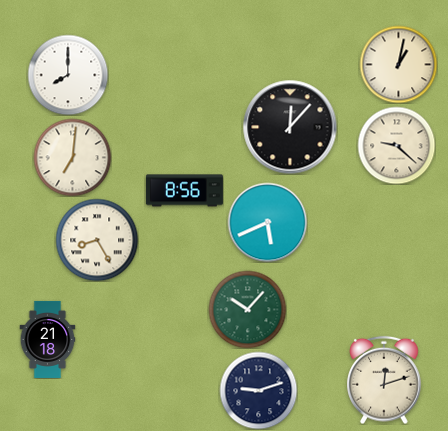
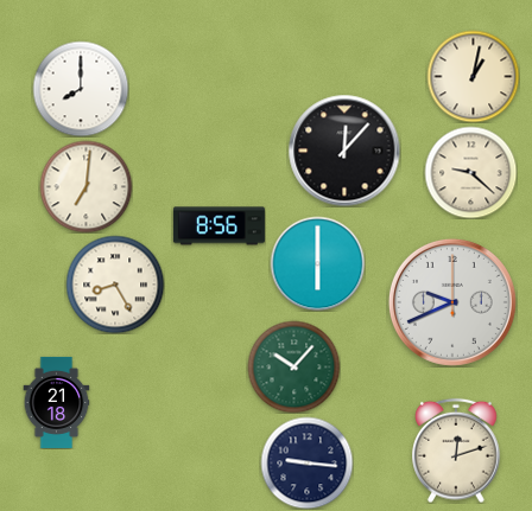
clock at (267, 222): 5:41 -> 6:00
clock at (452, 302): none -> 9:41
clock at (258, 390): 9:12 -> 9:16
